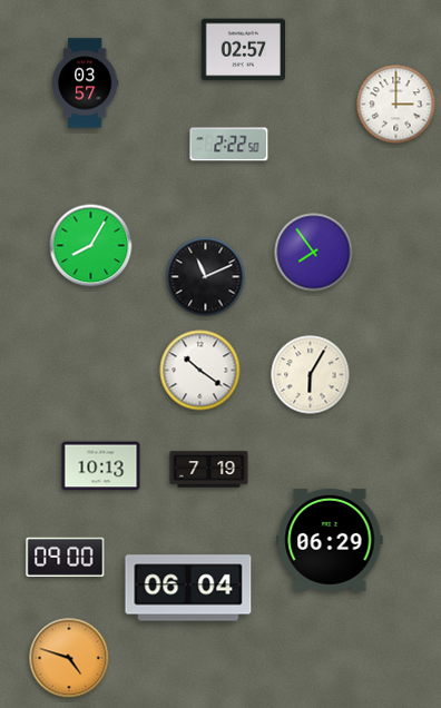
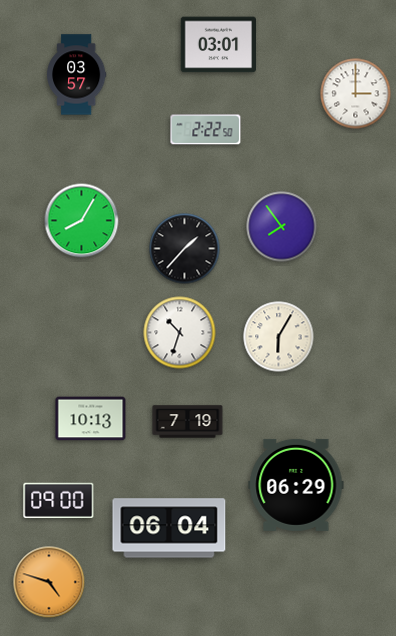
clock at (244, 50): 02:57 -> 03:01
clock at (206, 277): 11:11 -> 1:37
clock at (200, 371): 10:21 -> 10:33
clock at (69, 658) position: (69, 658) -> (49, 582)
